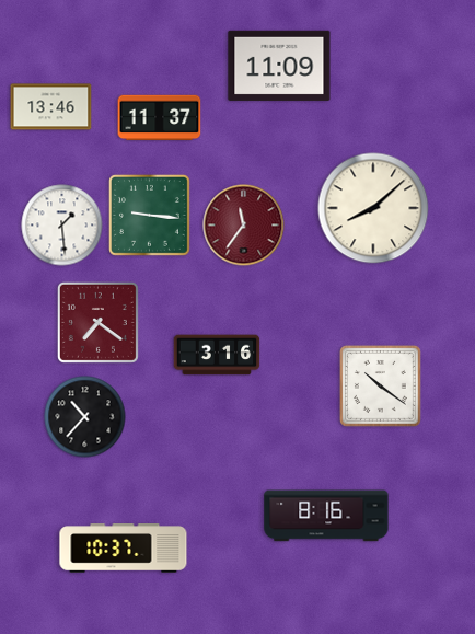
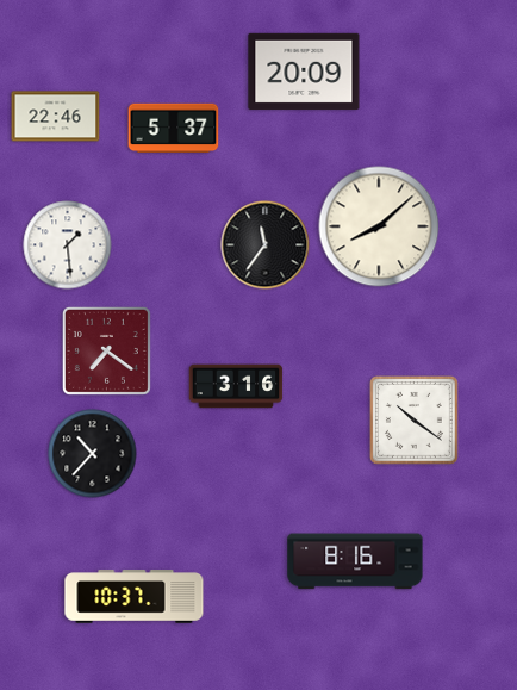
clock at (279, 66): 11:09 -> 20:09
clock at (51, 107): 13:46 -> 22:46
clock at (160, 118): 11:37 -> 5:37
clock at (373, 208) position: (373, 208) -> (379, 226)
clock at (149, 215): 9:16 -> none
clock at (244, 226) dial: burgundy -> black
